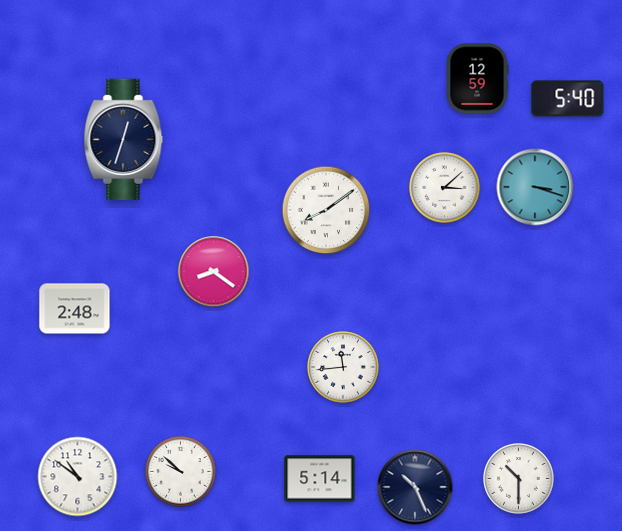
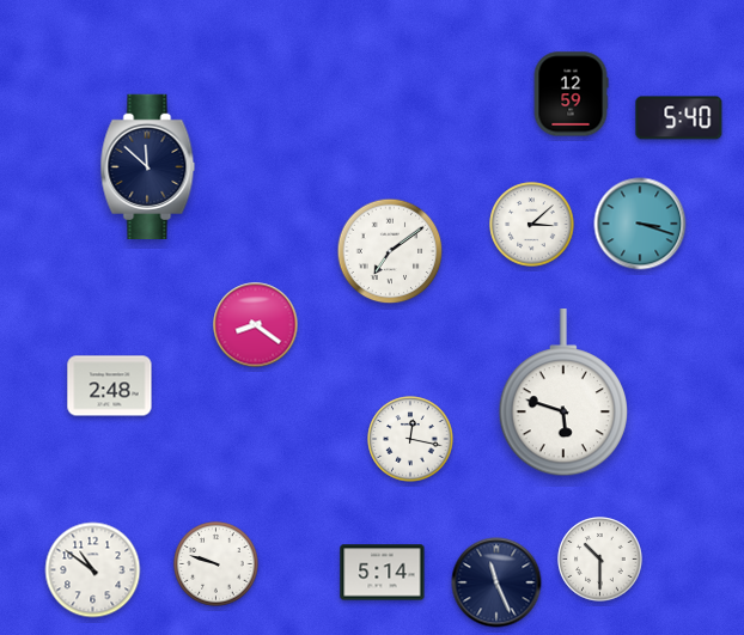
clock at (124, 139): 12:33 -> 11:52
clock at (326, 210): 8:09 -> 7:09
clock at (75, 309) position: (75, 309) -> (110, 386)
clock at (562, 393): none -> 5:48
clock at (343, 367): 11:44 -> 12:17
clock at (181, 472): 9:52 -> 9:48
clock at (519, 479) position: (519, 479) -> (600, 560)
clock at (415, 487): 10:26 -> 11:26
